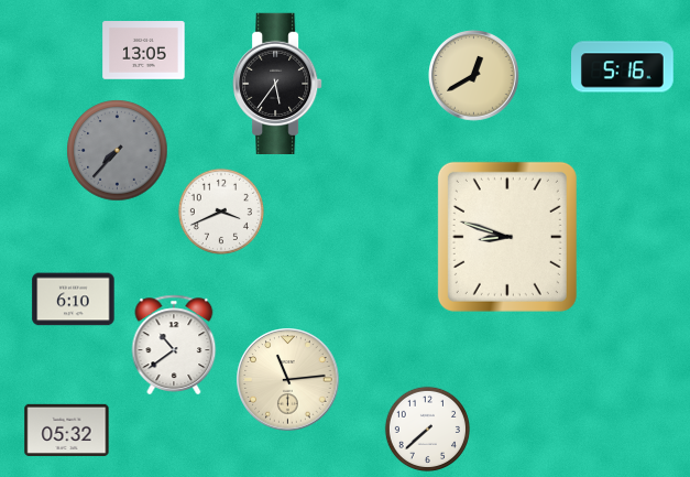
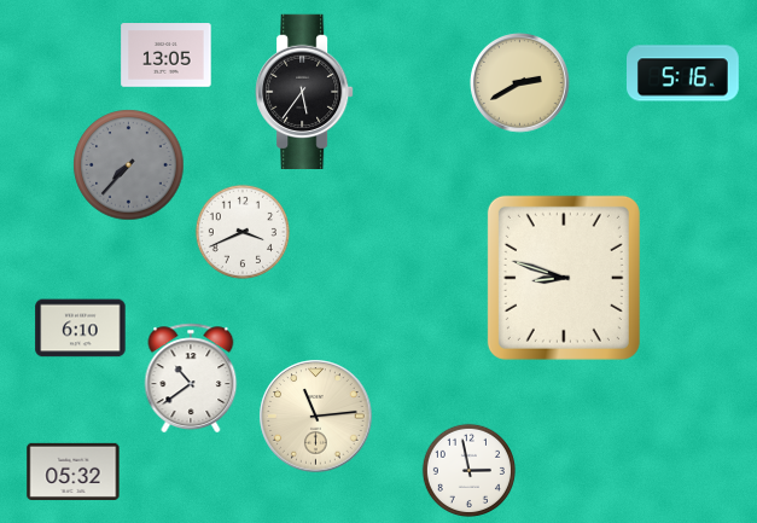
clock at (144, 51) position: (144, 51) -> (167, 56)
clock at (474, 76): 12:40 -> 2:40
clock at (507, 237) position: (507, 237) -> (564, 278)
clock at (427, 429): 7:38 -> 2:58
